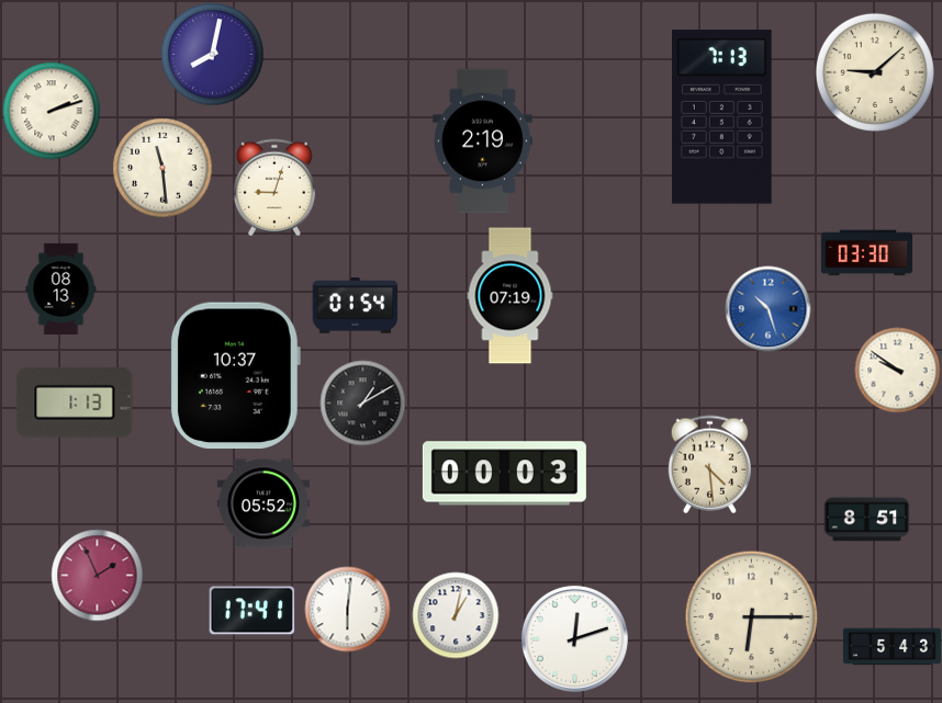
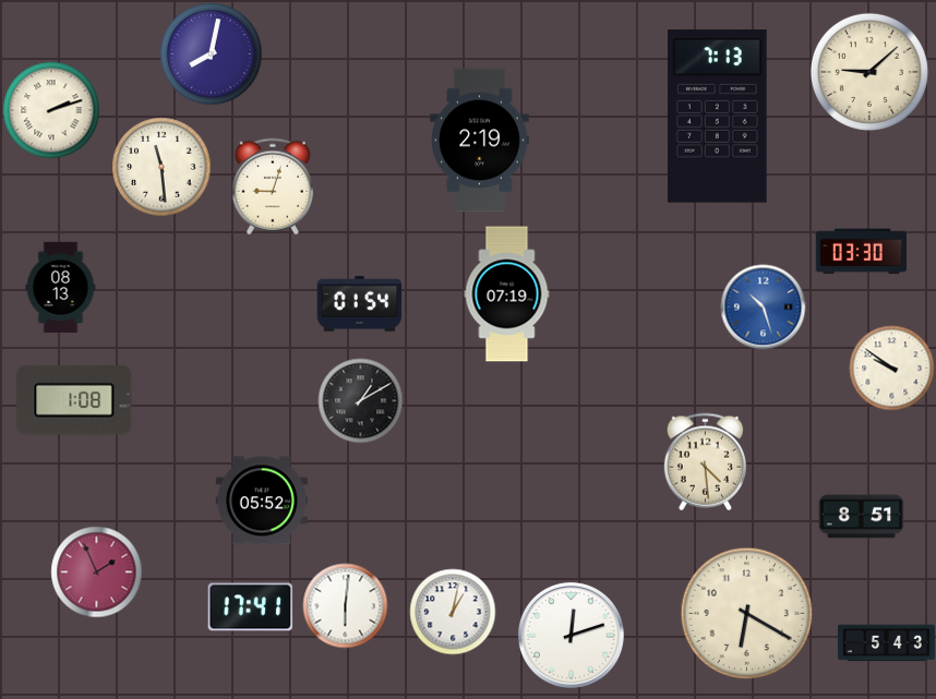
clock at (355, 306) position: (355, 306) -> (359, 304)
clock at (235, 376): 10:37 -> none
clock at (75, 402): 1:13 -> 1:08
clock at (504, 474): 00:03 -> none
clock at (751, 616): 6:15 -> 6:20
